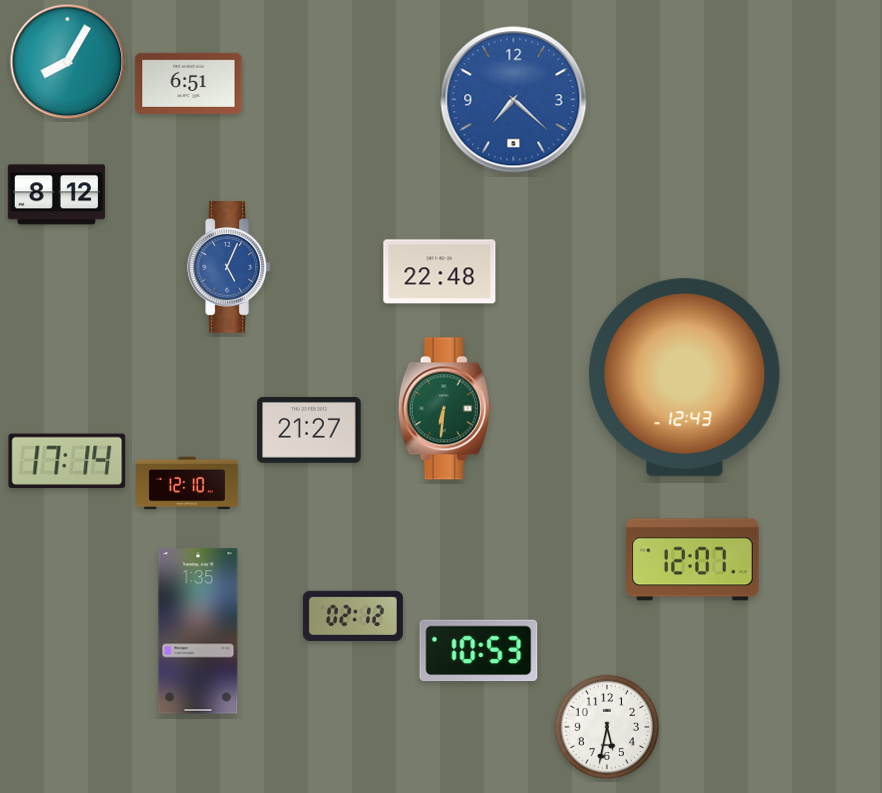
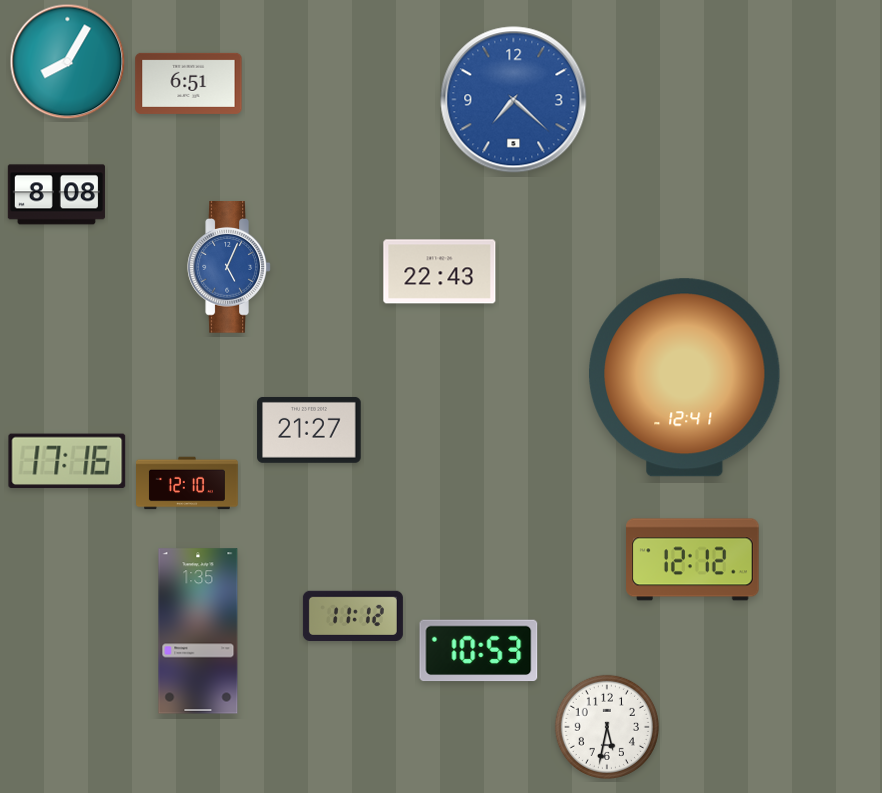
clock at (56, 195): 8:12 -> 8:08
clock at (440, 272): 22:48 -> 22:43
clock at (685, 378): 12:43 -> 12:41
clock at (444, 409): 6:31 -> none
clock at (67, 461): 17:14 -> 17:16
clock at (693, 560): 12:07 -> 12:12
clock at (353, 615): 02:12 -> 11:12
